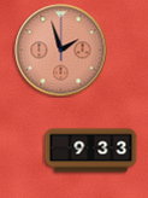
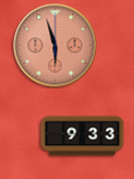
clock at (61, 51): 1:57 -> 5:57
